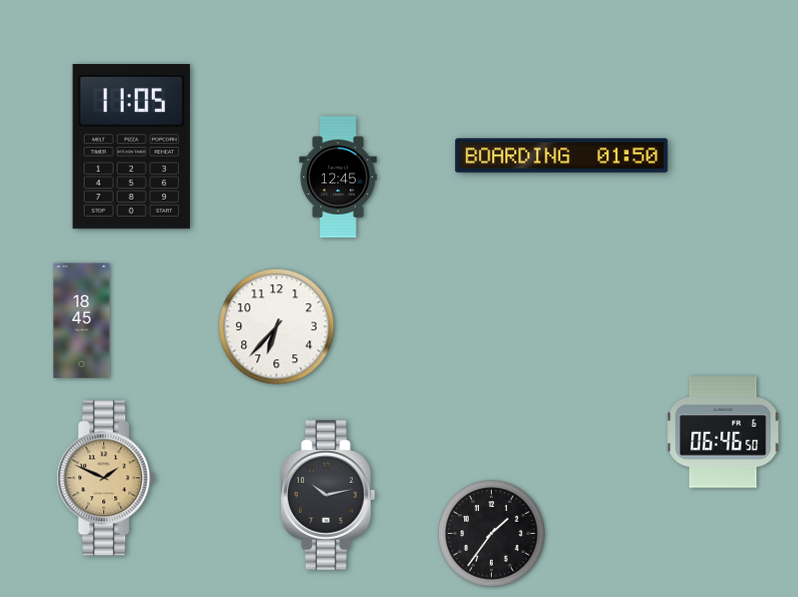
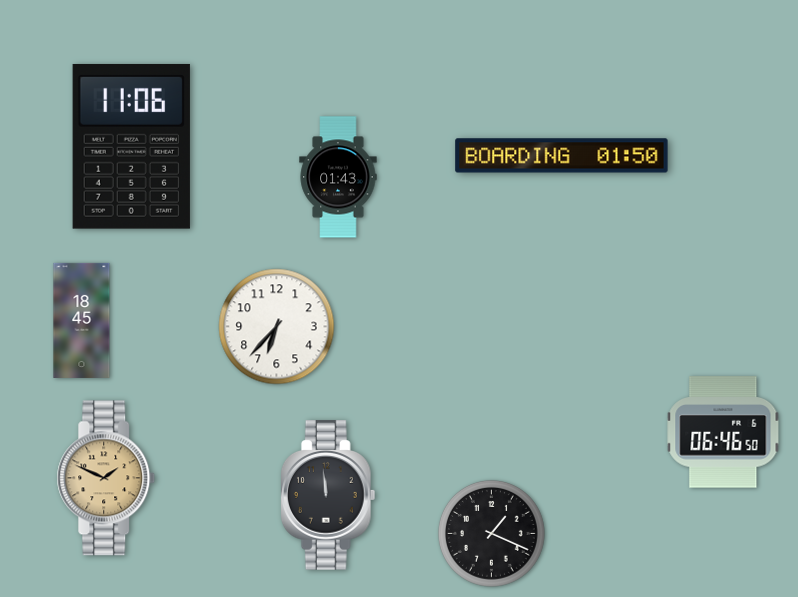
clock at (131, 146): 11:05 -> 11:06
clock at (338, 177): 12:45 -> 01:43
clock at (328, 495): 10:13 -> 11:59
clock at (491, 533): 1:36 -> 1:19
